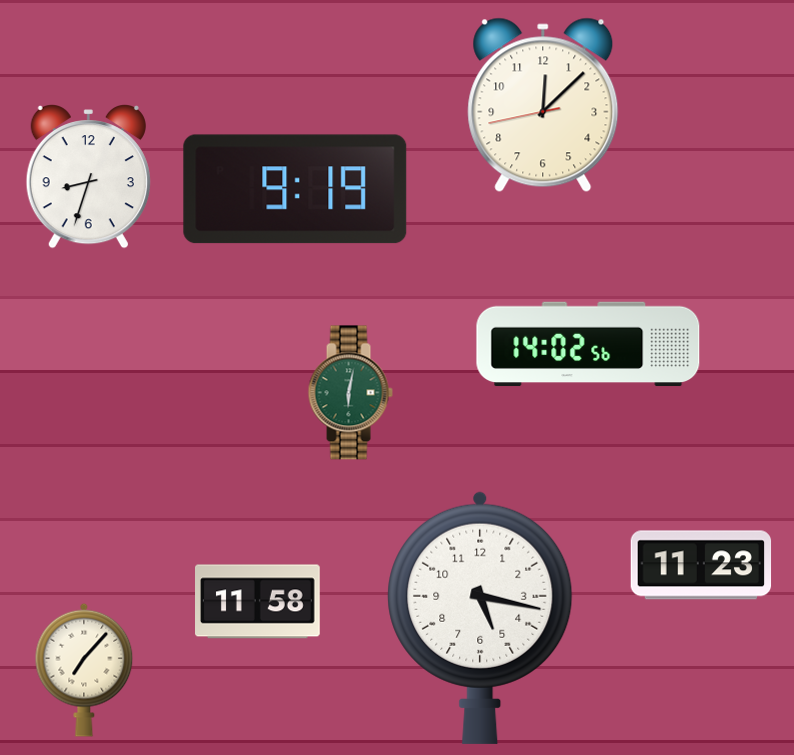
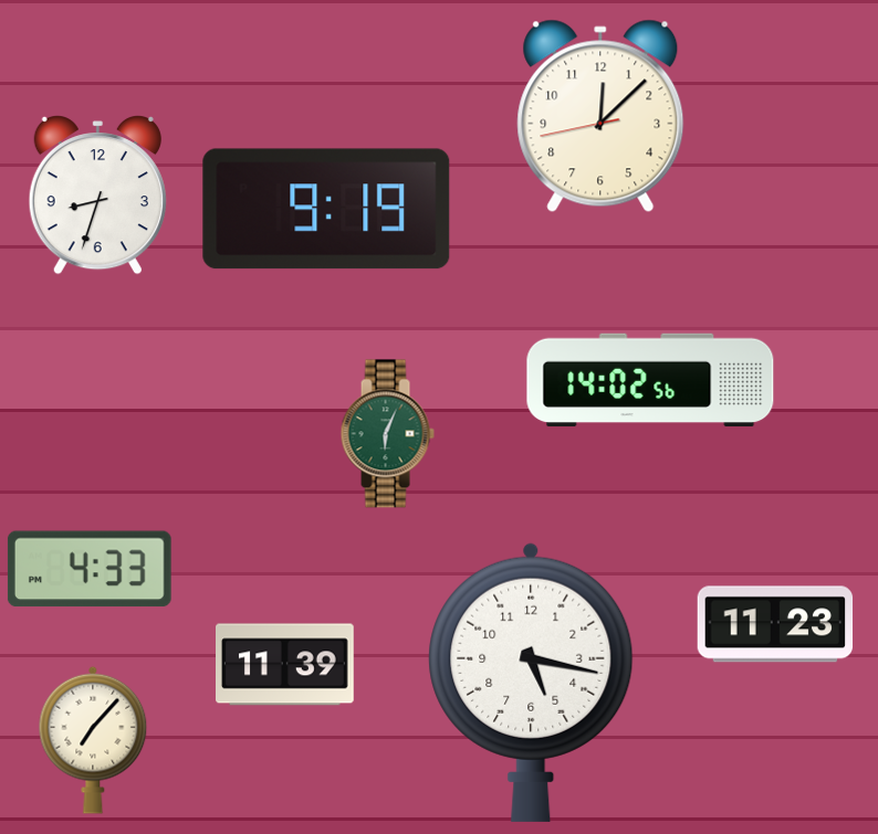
clock at (350, 393): 6:02 -> 6:04
clock at (90, 569): none -> 4:33
clock at (258, 602): 11:58 -> 11:39
